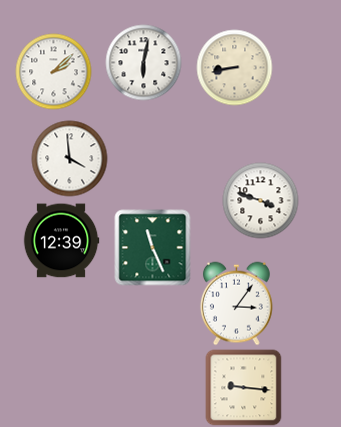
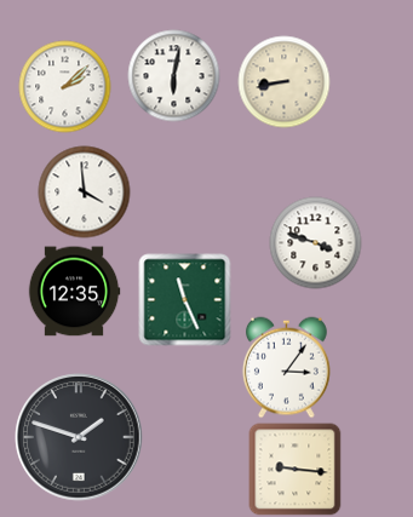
clock at (61, 241): 12:39 -> 12:35
clock at (79, 437): none -> 1:48
